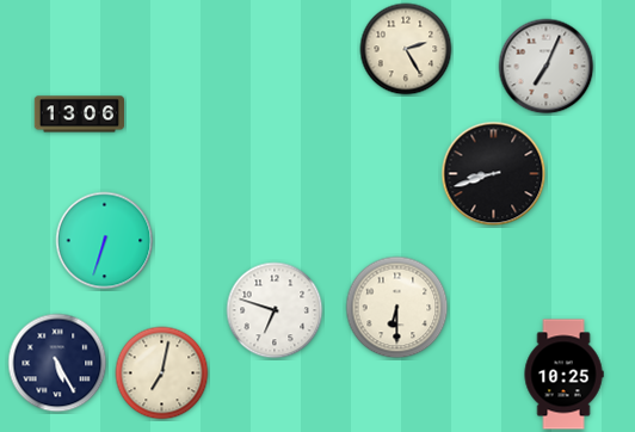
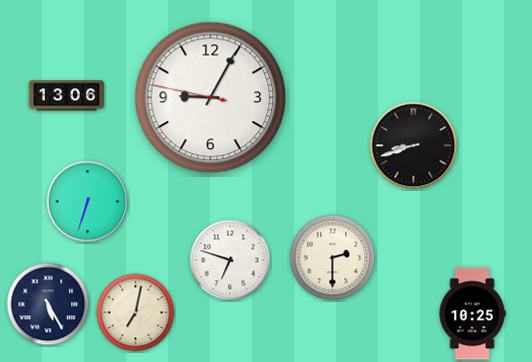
clock at (406, 49): 2:25 -> none
clock at (547, 67): 7:04 -> none
clock at (211, 98): none -> 9:04
clock at (397, 308): 6:30 -> 2:30
